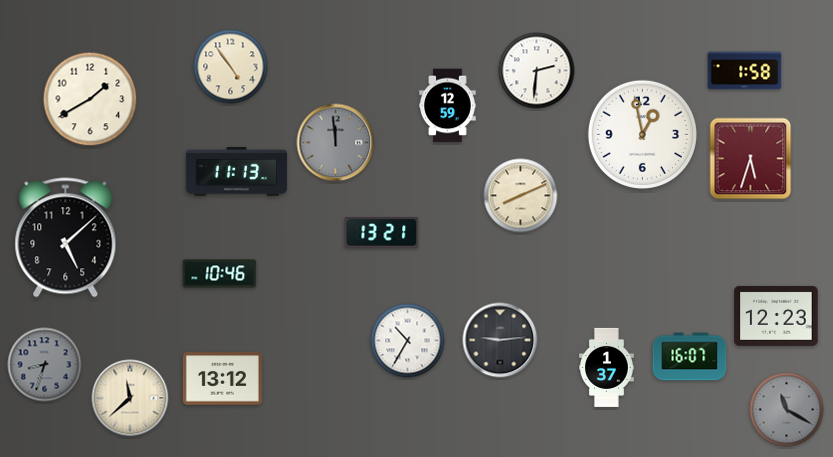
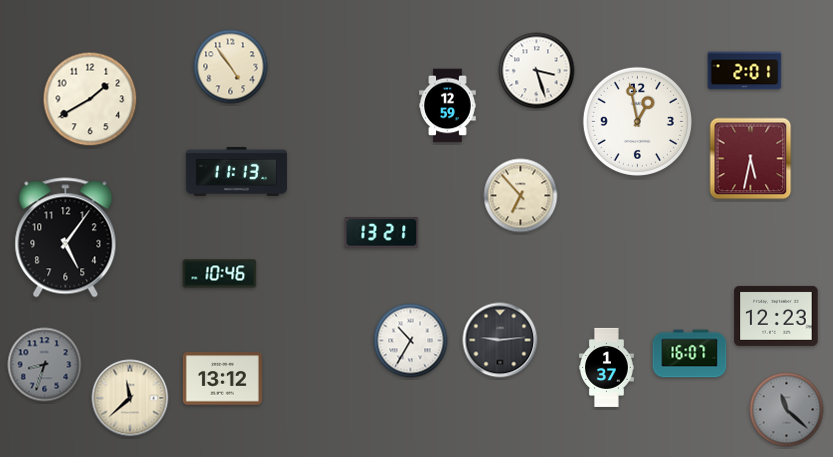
clock at (537, 71): 2:31 -> 3:27
clock at (745, 71): 1:58 -> 2:01
clock at (642, 134) position: (642, 134) -> (637, 121)
clock at (336, 143): 11:59 -> none
clock at (751, 159): 5:33 -> 5:32
clock at (521, 196): 8:11 -> 6:53
clock at (66, 238): 5:08 -> 5:06
clock at (408, 341) position: (408, 341) -> (411, 341)
clock at (690, 357) position: (690, 357) -> (690, 354)
clock at (787, 410): 11:20 -> 11:22
